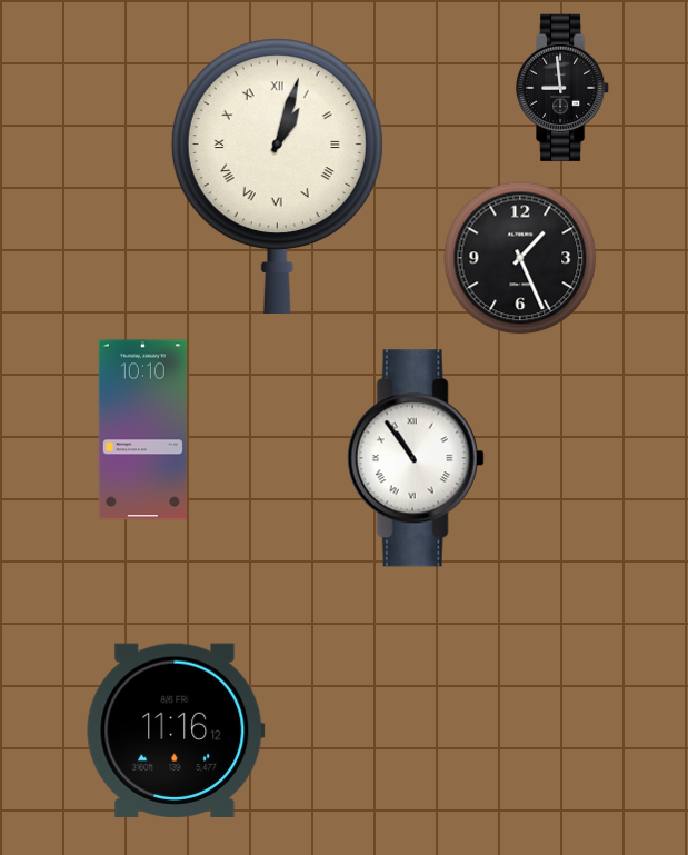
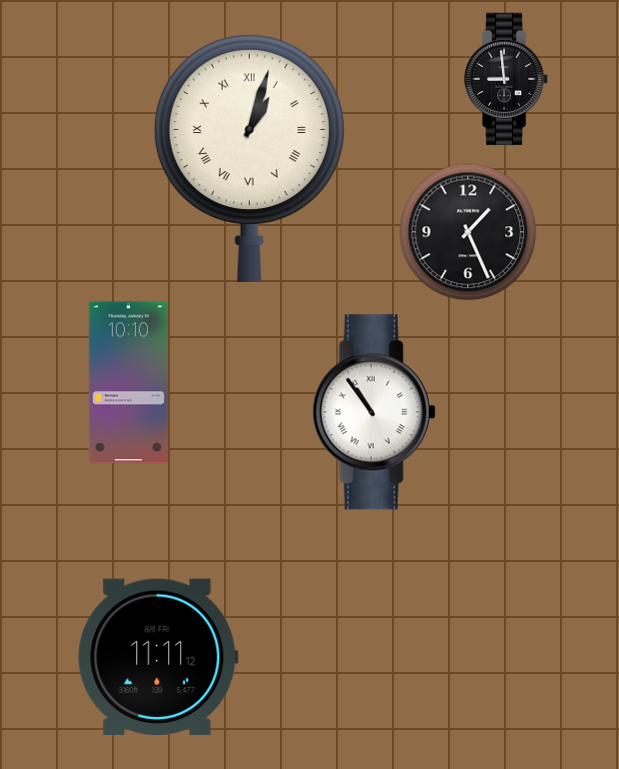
clock at (142, 430) position: (142, 430) -> (128, 383)
clock at (176, 730): 11:16 -> 11:11
